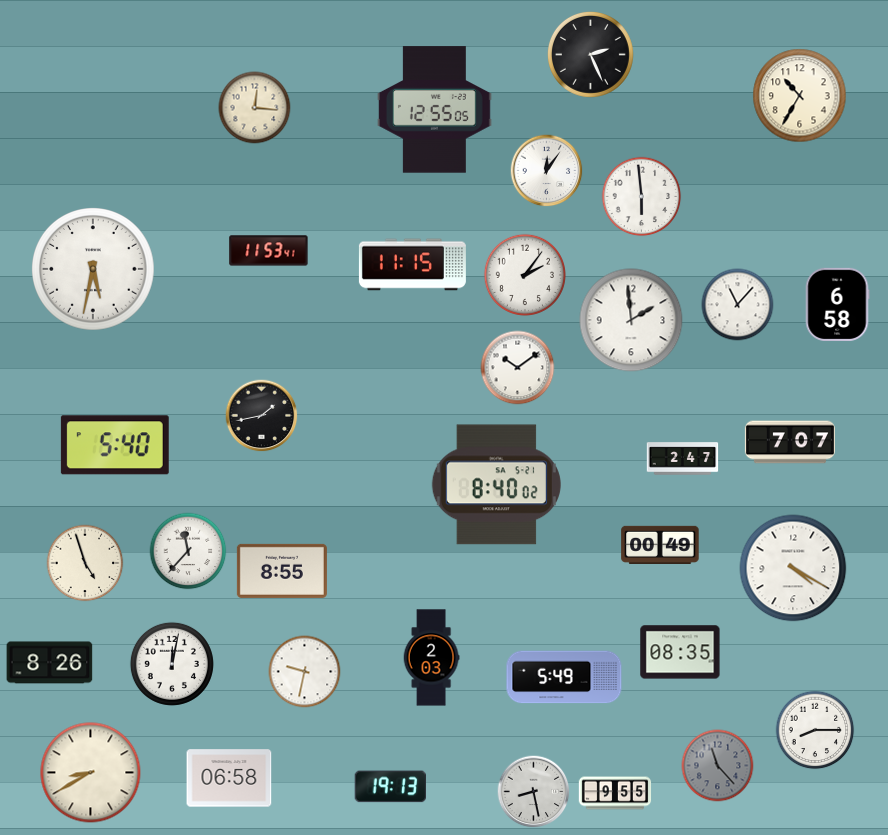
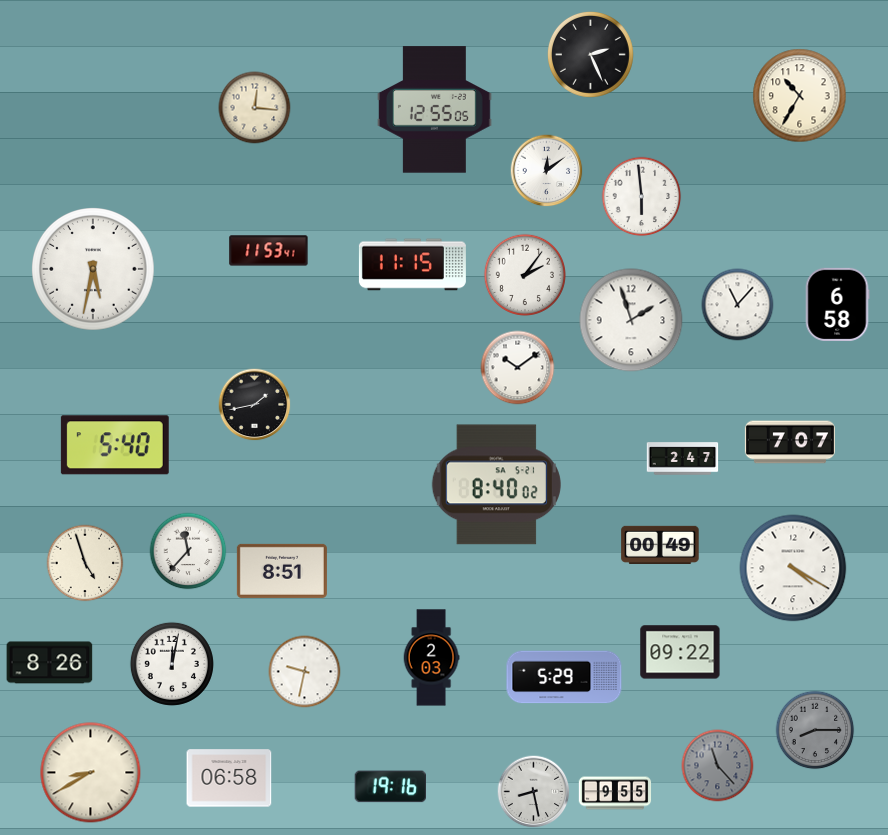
clock at (547, 171): 12:06 -> 12:09
clock at (631, 320): 1:59 -> 1:57
clock at (262, 416) position: (262, 416) -> (255, 405)
clock at (282, 571): 8:55 -> 8:51
clock at (680, 652): 08:35 -> 09:22
clock at (564, 677): 5:49 -> 5:29
clock at (815, 730) dial: white -> grey
clock at (391, 787): 19:13 -> 19:16
